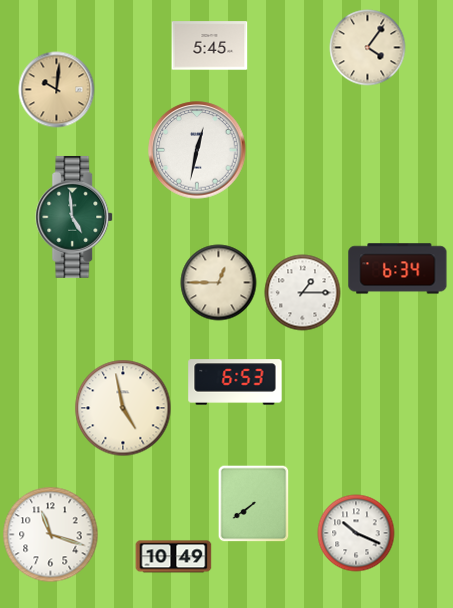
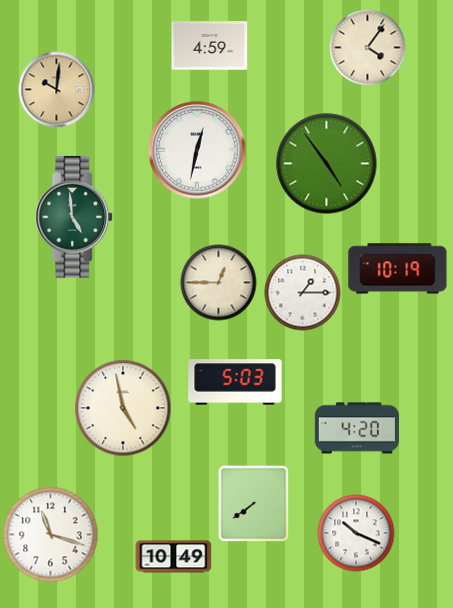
clock at (210, 46): 5:45 -> 4:59
clock at (327, 164): none -> 4:54
clock at (398, 269): 6:34 -> 10:19
clock at (235, 382): 6:53 -> 5:03
clock at (357, 428): none -> 4:20
